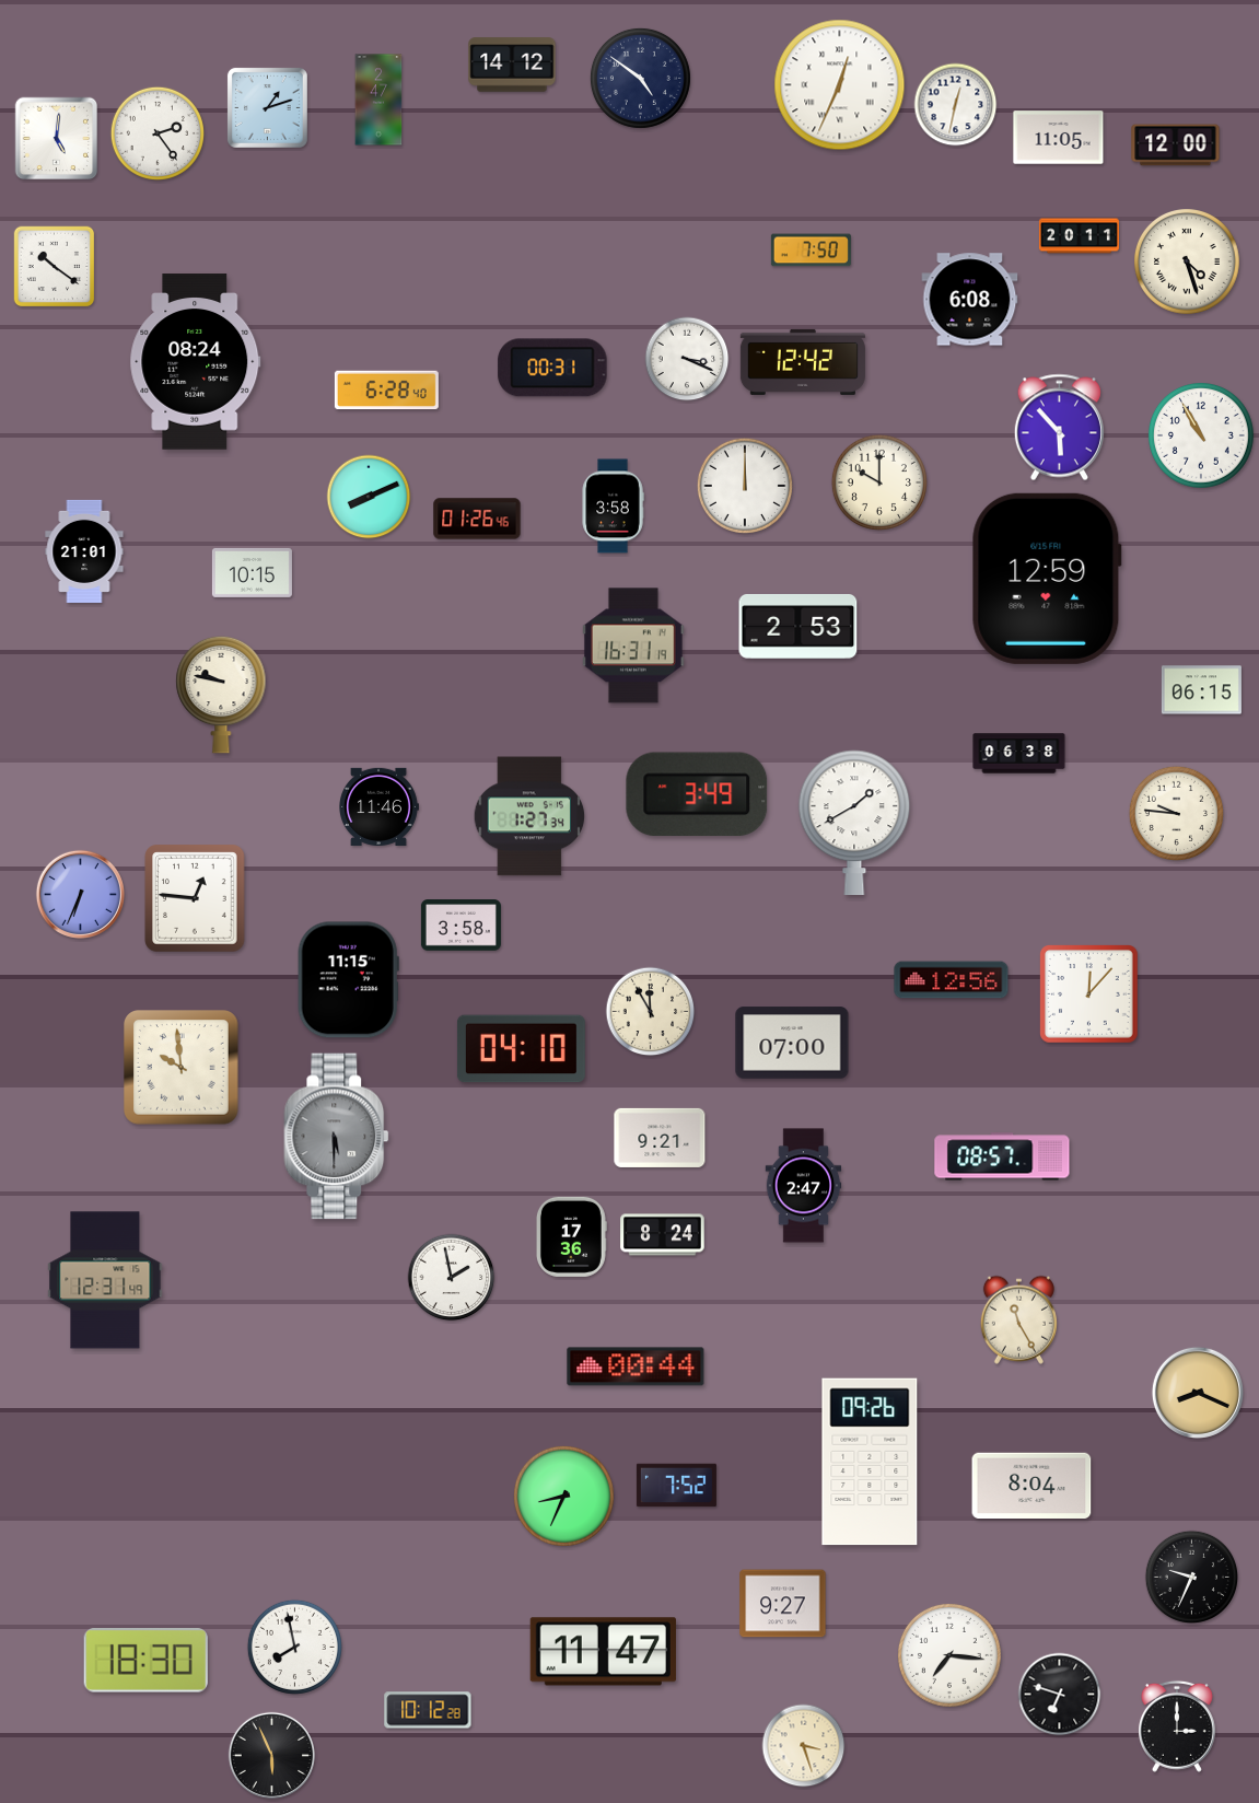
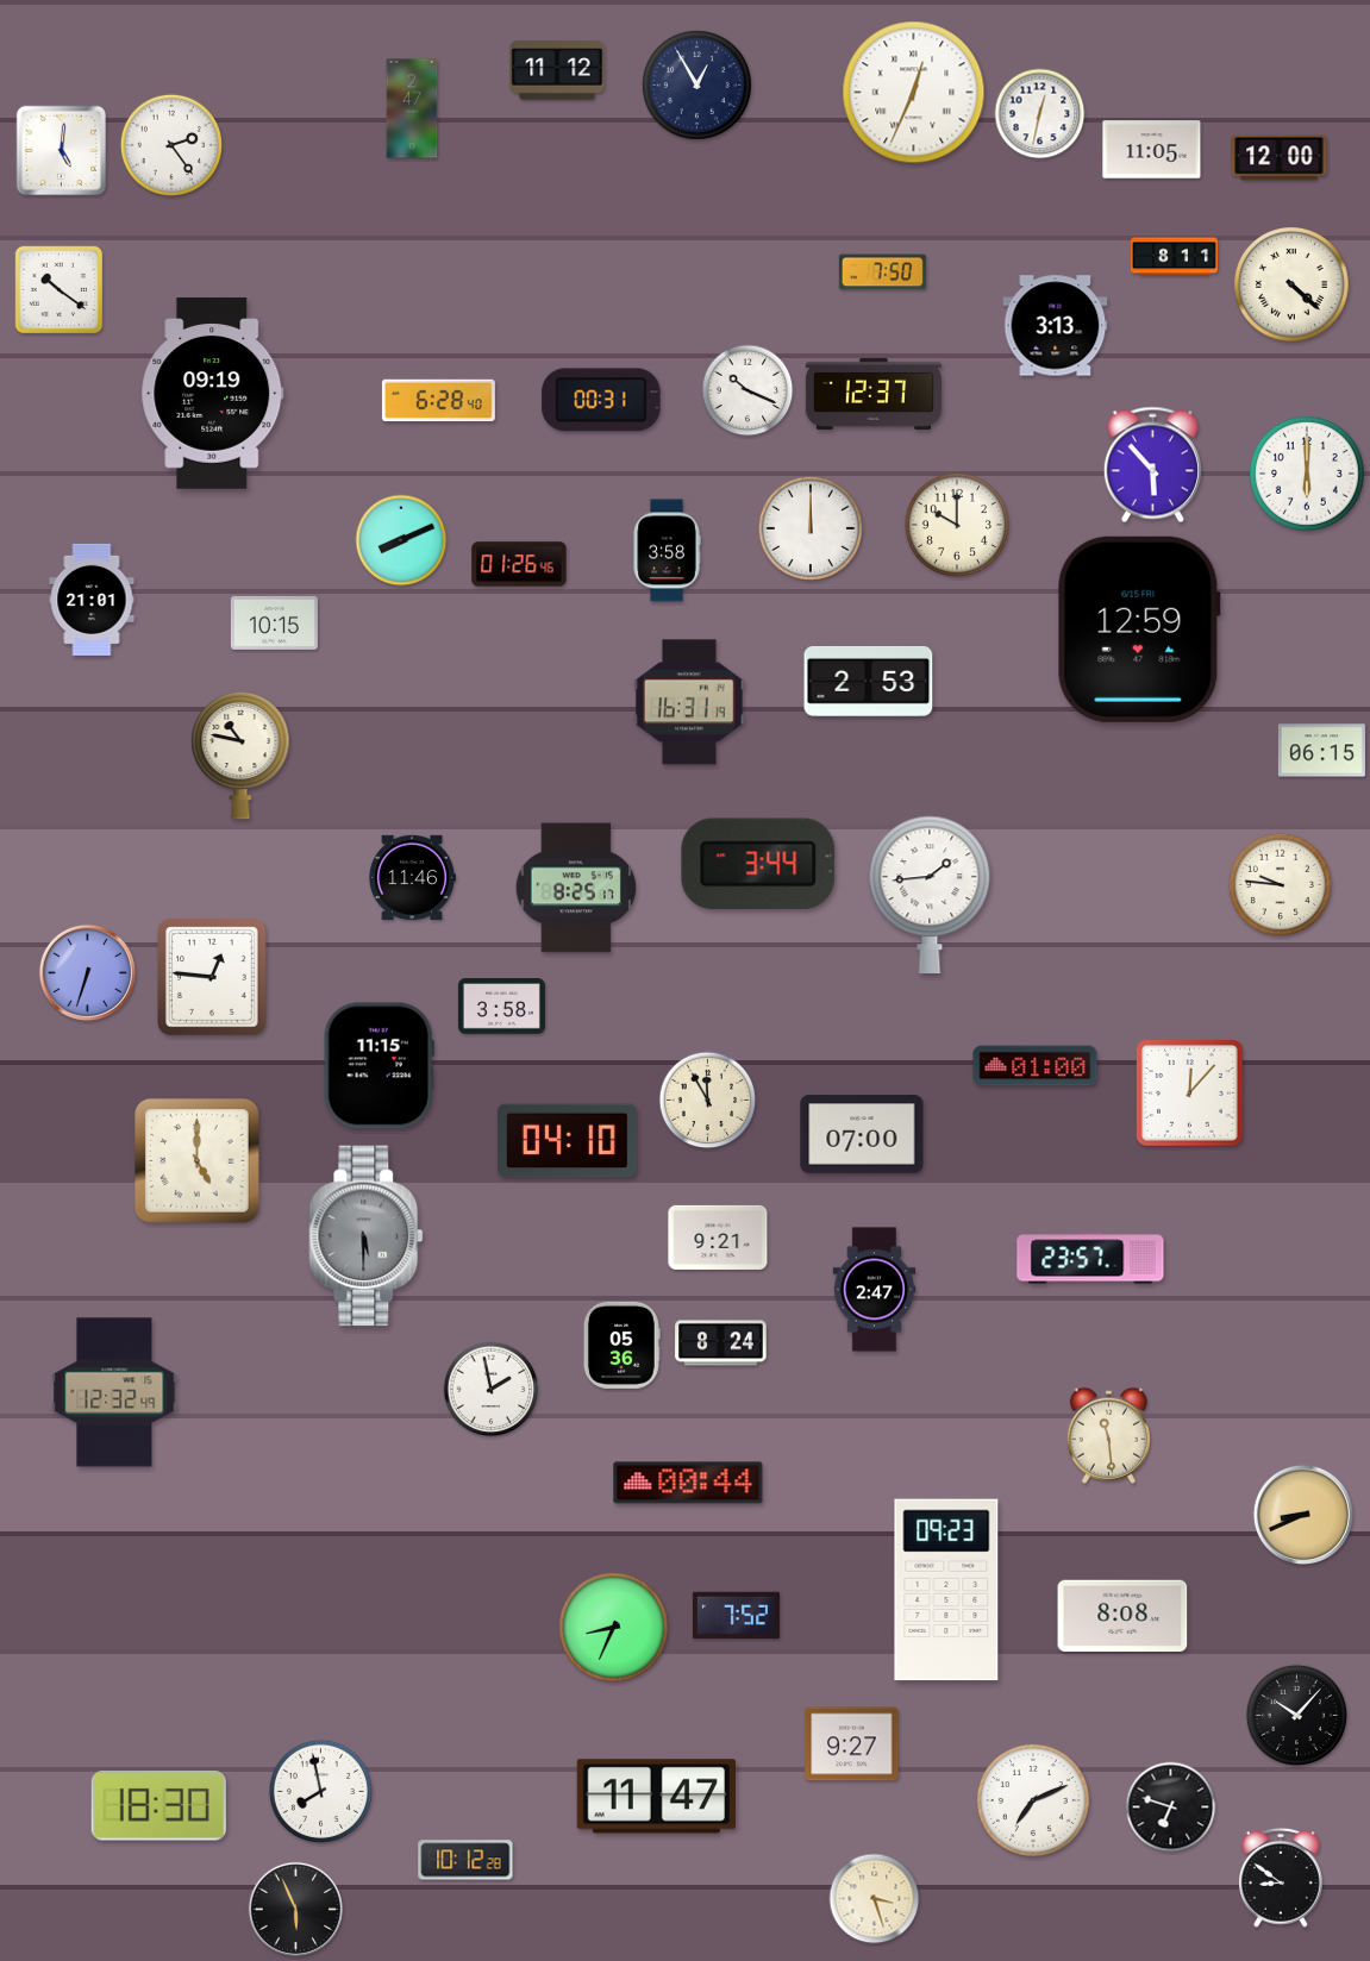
clock at (512, 65): 14:12 -> 11:12
clock at (640, 78): 4:51 -> 12:55
clock at (267, 107): 1:12 -> none
clock at (1079, 236): 20:11 -> 8:11
clock at (1188, 263): 4:27 -> 4:22
clock at (970, 300): 6:08 -> 3:13
clock at (687, 359): 3:19 -> 10:19
clock at (196, 362): 08:24 -> 09:19
clock at (803, 362): 12:42 -> 12:37
clock at (386, 391) position: (386, 391) -> (438, 401)
clock at (1202, 437): 10:55 -> 6:00
clock at (1201, 690) position: (1201, 690) -> (1321, 751)
clock at (221, 695): 9:47 -> 10:47
clock at (1019, 754): 06:38 -> none
clock at (697, 794): 3:49 -> 3:44
clock at (529, 816): 1:27 -> 8:25
clock at (854, 823): 1:40 -> 1:44
clock at (80, 894): 6:34 -> 6:33
clock at (952, 980): 12:56 -> 01:00
clock at (1089, 994) position: (1089, 994) -> (1190, 1094)
clock at (182, 1068): 9:59 -> 5:00
clock at (1002, 1156): 08:57 -> 23:57
clock at (571, 1236): 17:36 -> 05:36
clock at (105, 1280): 12:31 -> 12:32
clock at (1018, 1319): 11:25 -> 11:29
clock at (636, 1366) position: (636, 1366) -> (688, 1483)
clock at (1198, 1393): 8:19 -> 8:41
clock at (870, 1462): 09:26 -> 09:23
clock at (1031, 1486): 8:04 -> 8:08
clock at (1191, 1577): 9:34 -> 10:07
clock at (949, 1655): 7:16 -> 7:11
clock at (1060, 1695) position: (1060, 1695) -> (1171, 1807)
clock at (1177, 1726): 3:00 -> 8:51
